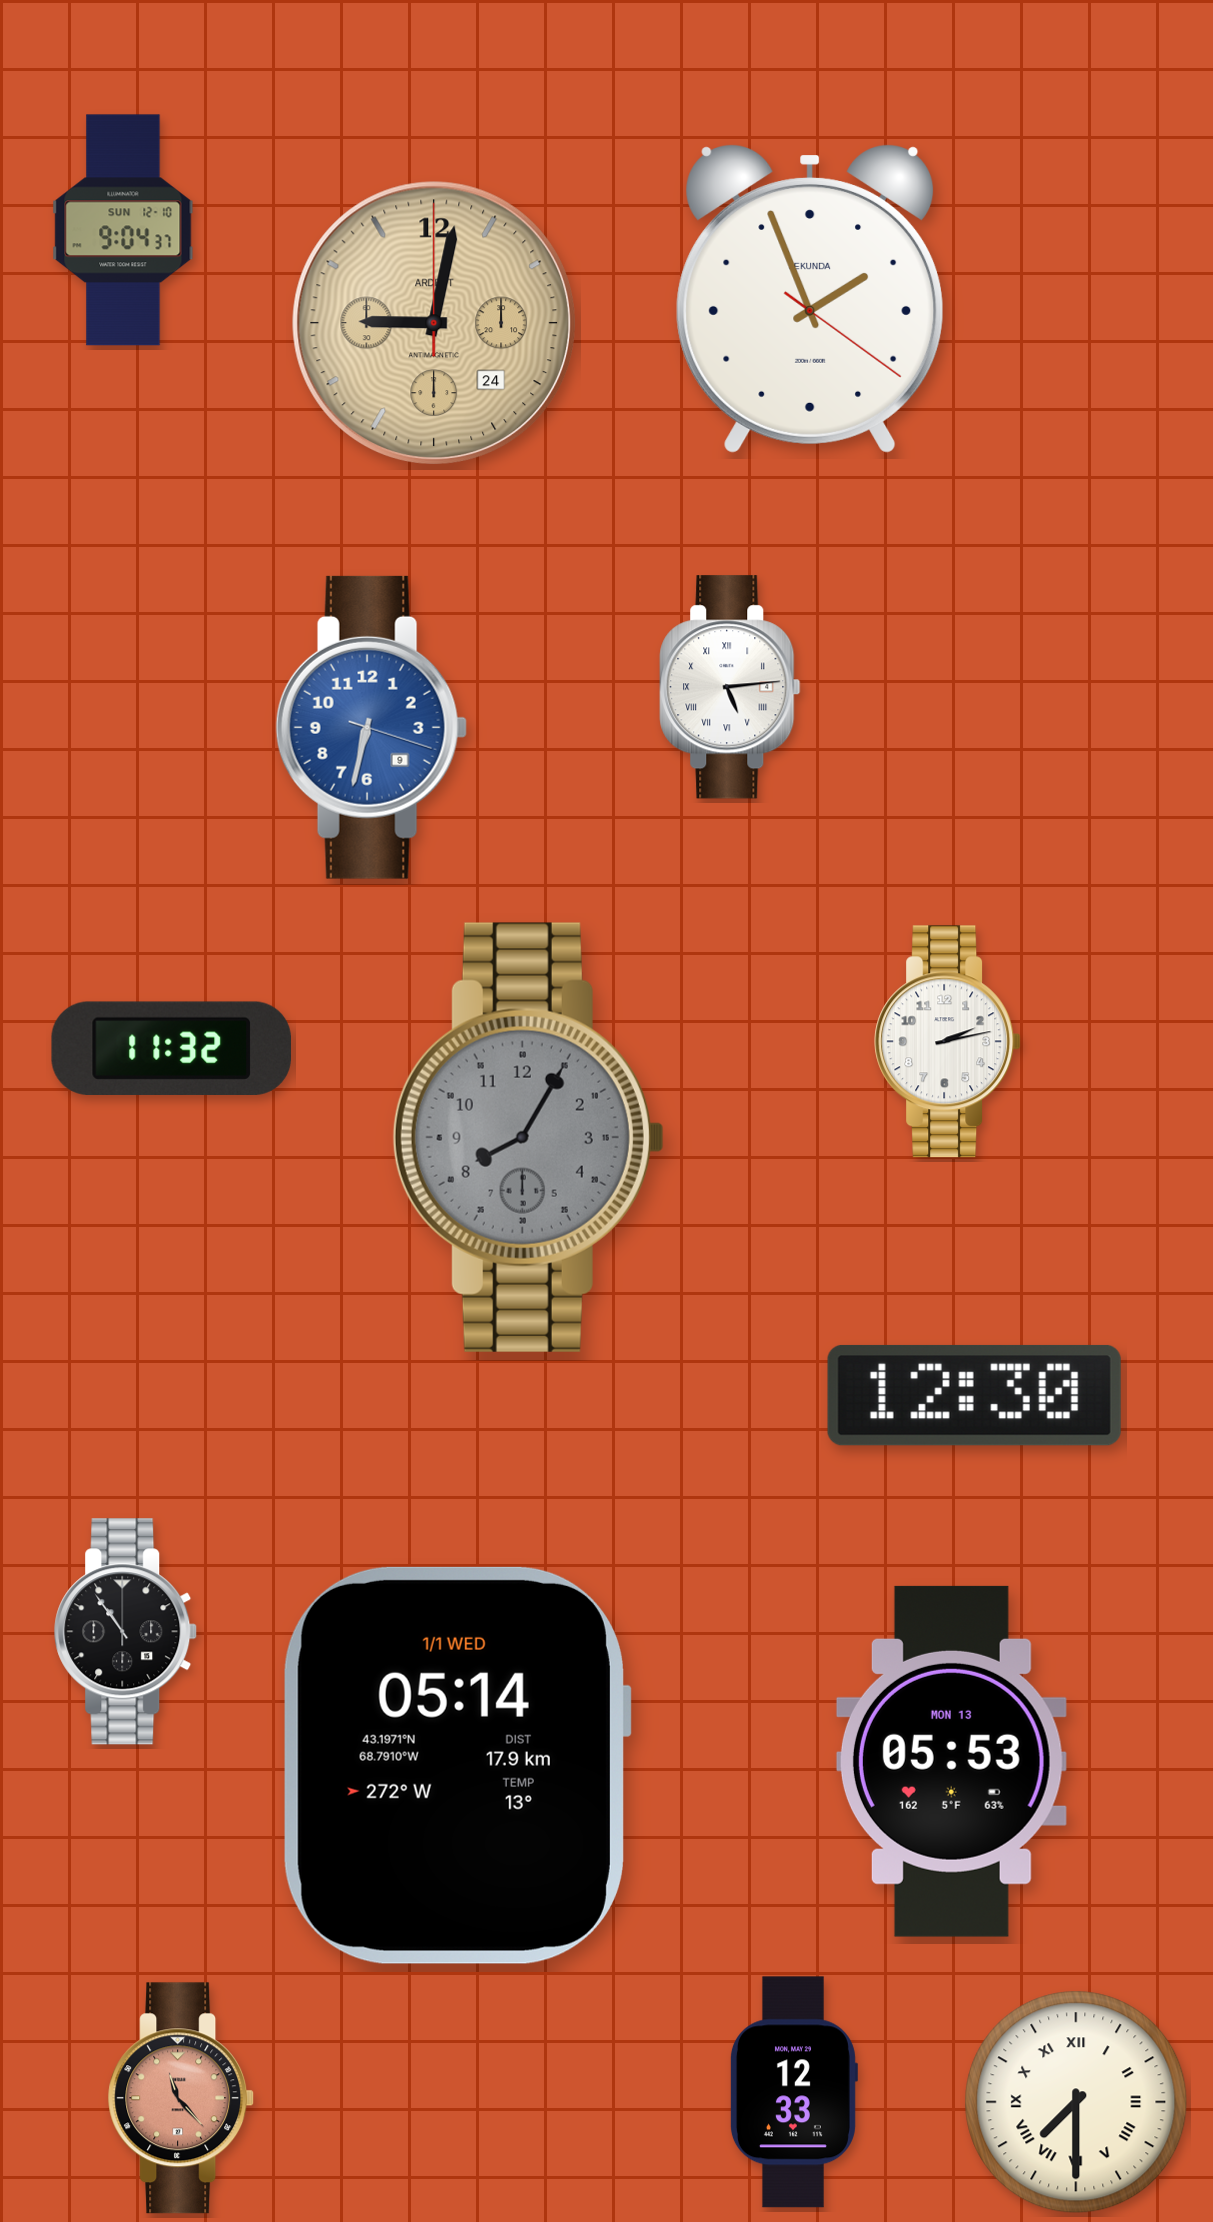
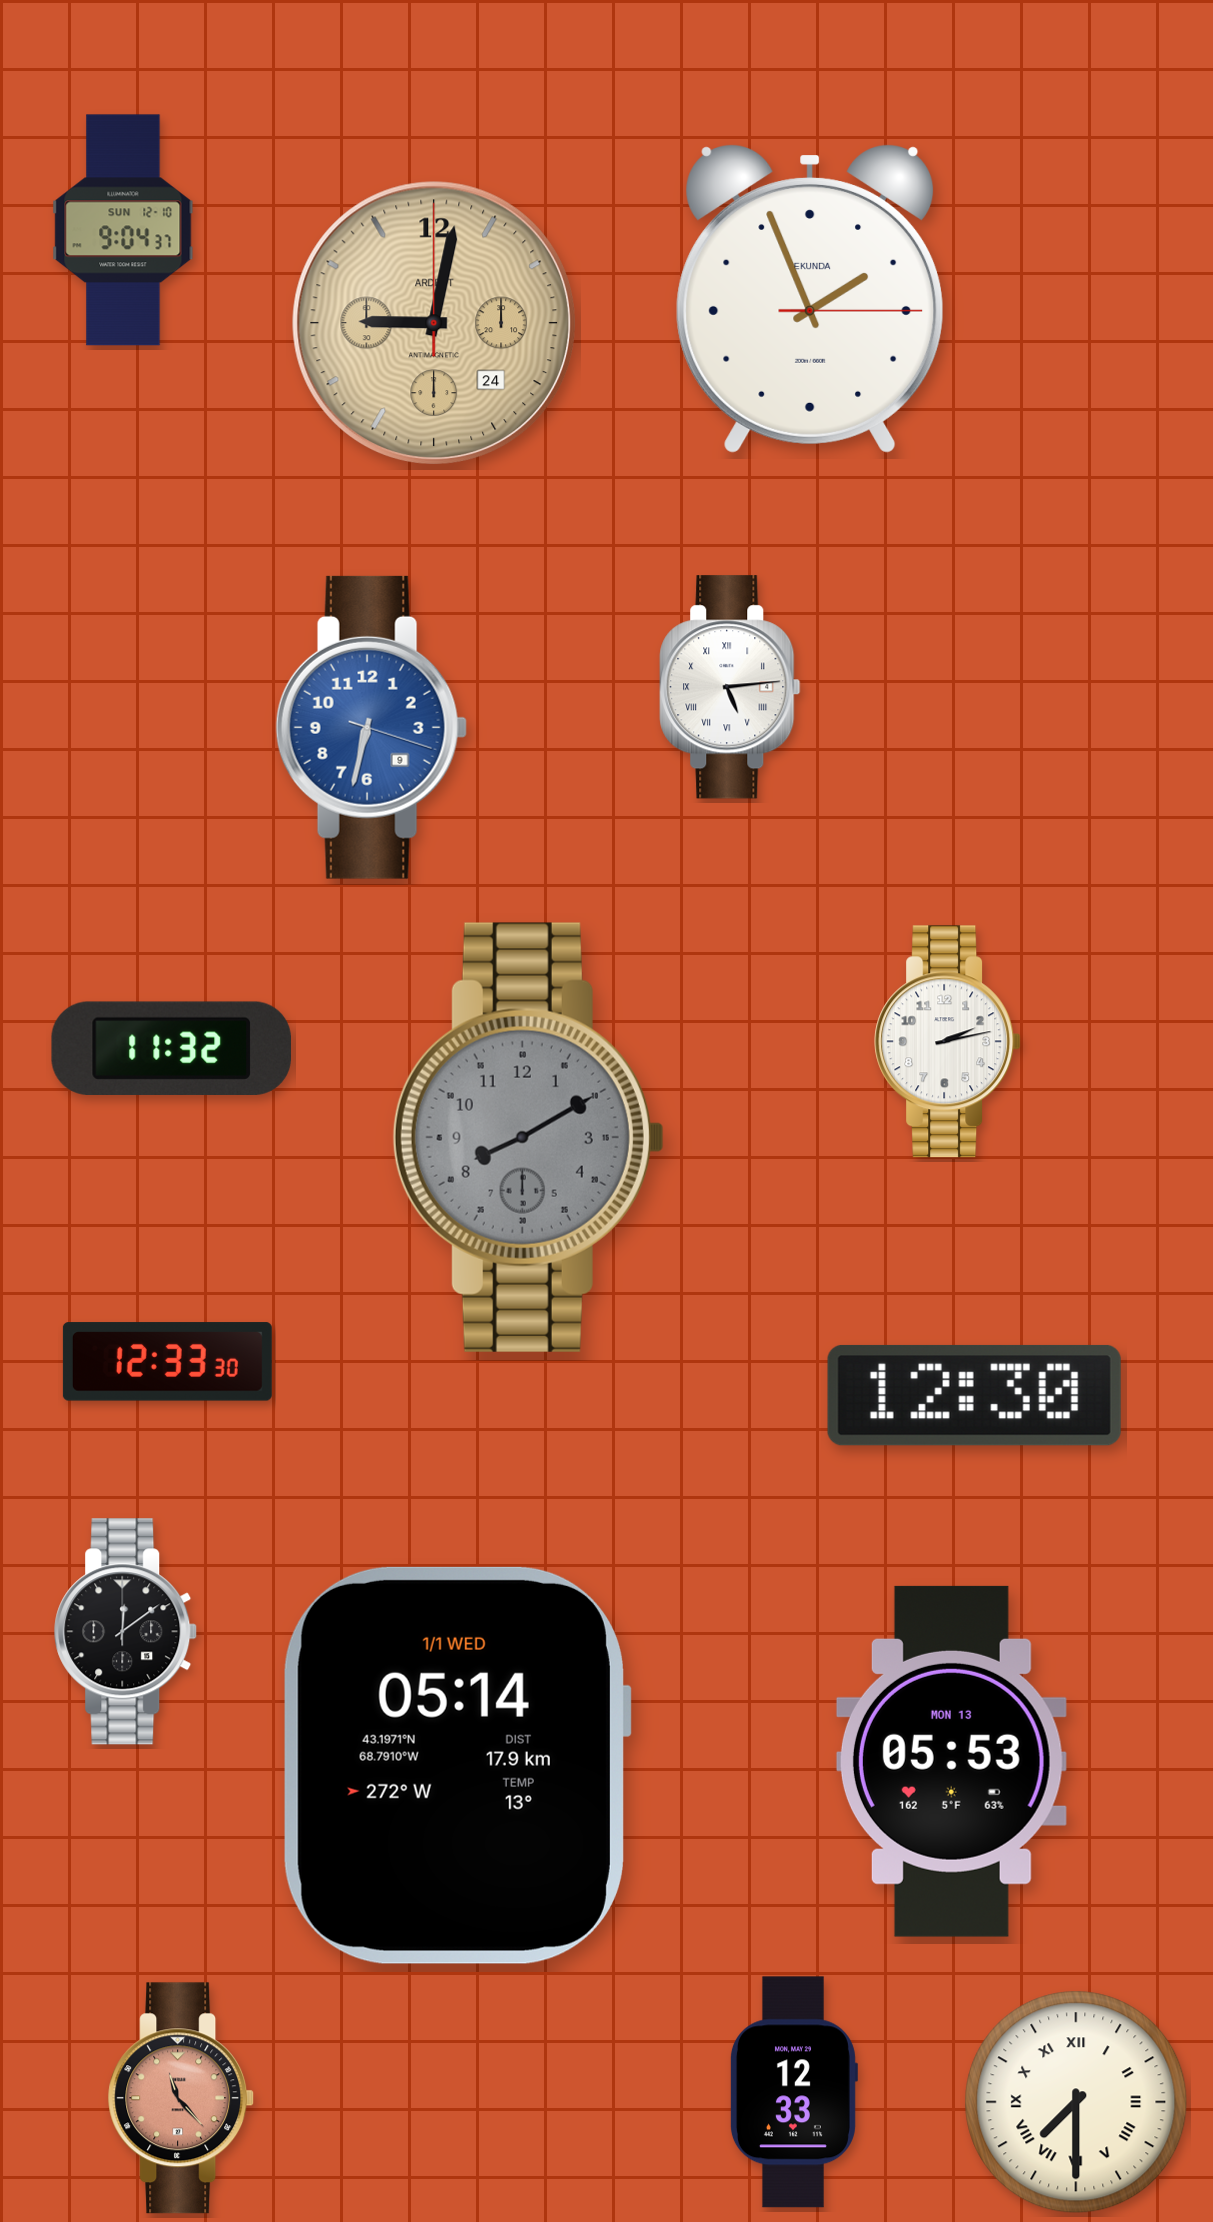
clock at (809, 299): 1:56:21 -> 1:56:15
clock at (528, 1137): 8:05 -> 8:10
clock at (167, 1362): none -> 12:33
clock at (126, 1632): 10:54 -> 12:09
